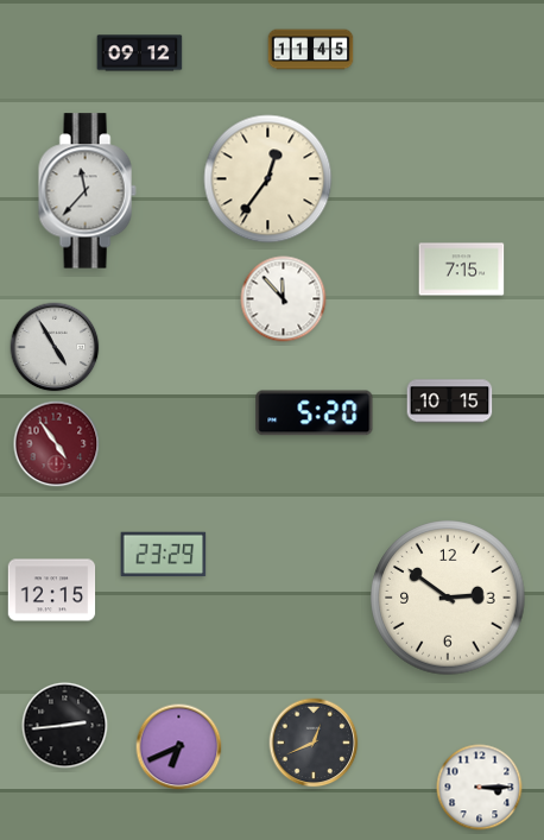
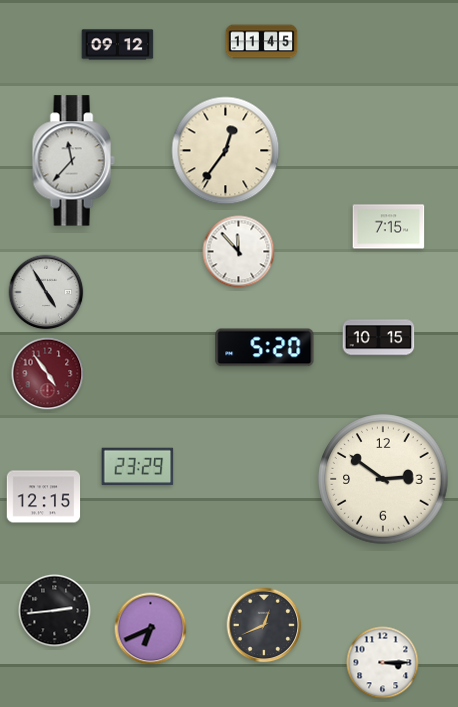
clock at (448, 598) position: (448, 598) -> (383, 479)
clock at (480, 788) position: (480, 788) -> (383, 663)
